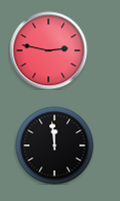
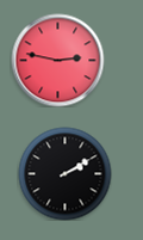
clock at (54, 145): 11:59 -> 2:10
